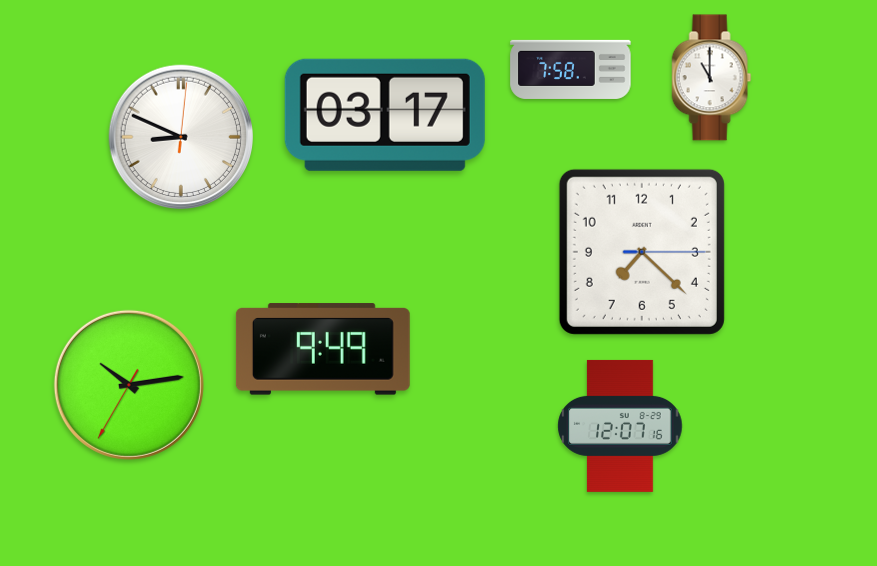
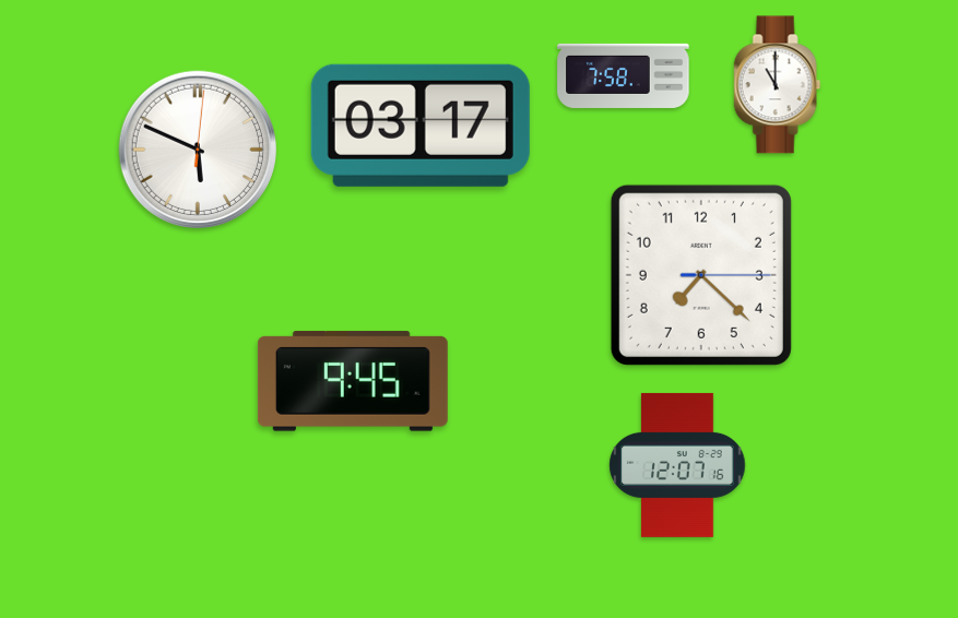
clock at (180, 136): 8:49 -> 5:49
clock at (323, 349): 9:49 -> 9:45
clock at (129, 385): 10:13 -> none
